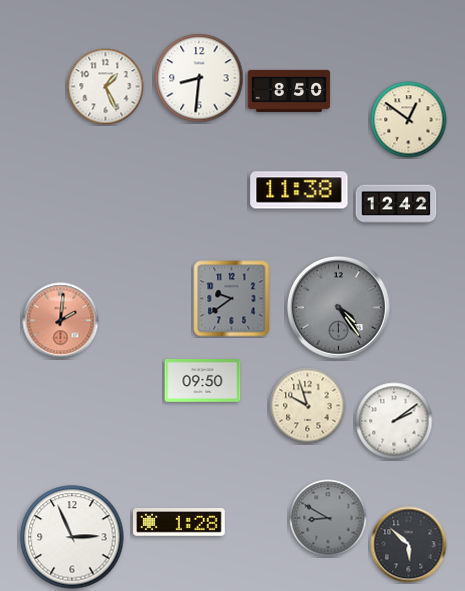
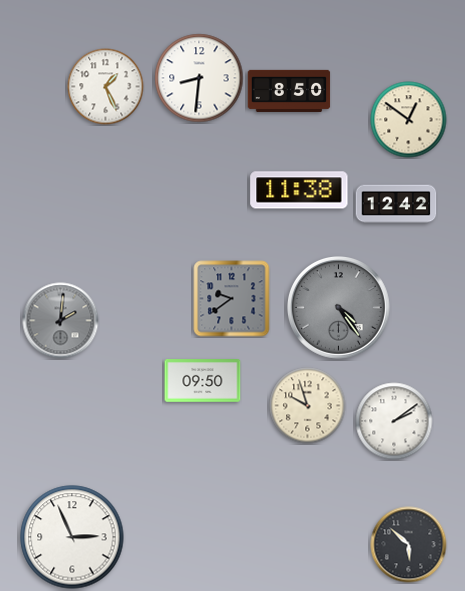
clock at (61, 321) dial: salmon -> grey
clock at (328, 518): 8:50 -> none
clock at (179, 522): 1:28 -> none
